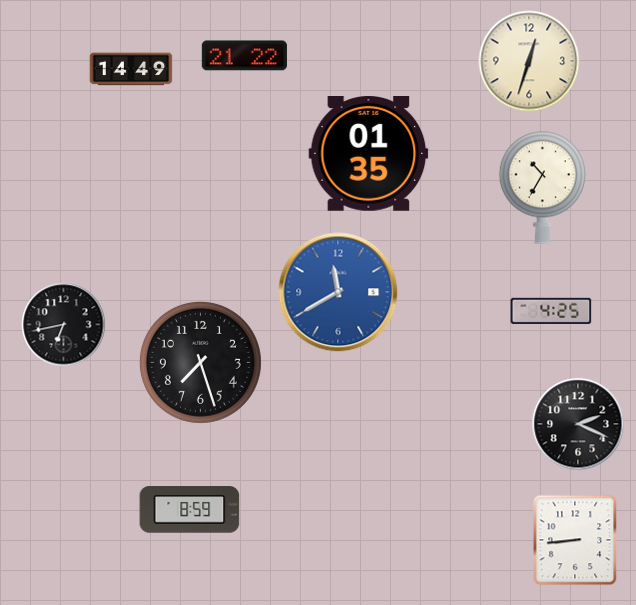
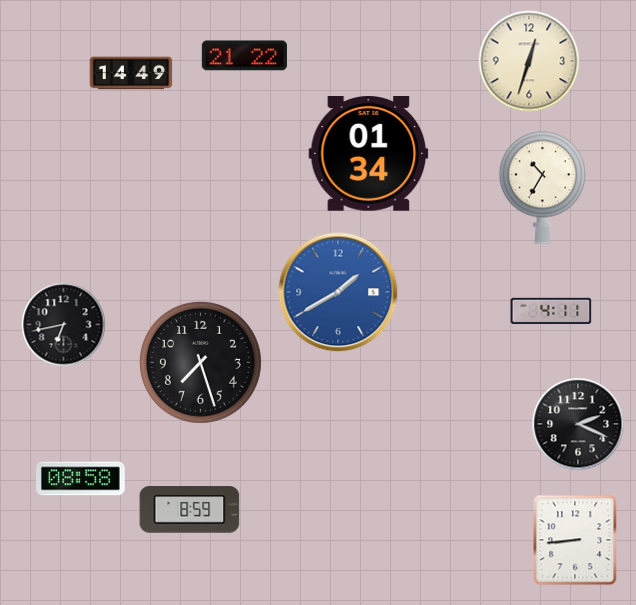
clock at (131, 69) position: (131, 69) -> (131, 73)
clock at (369, 154): 01:35 -> 01:34
clock at (338, 292): 11:40 -> 1:40
clock at (551, 311): 4:25 -> 4:11
clock at (81, 479): none -> 08:58
